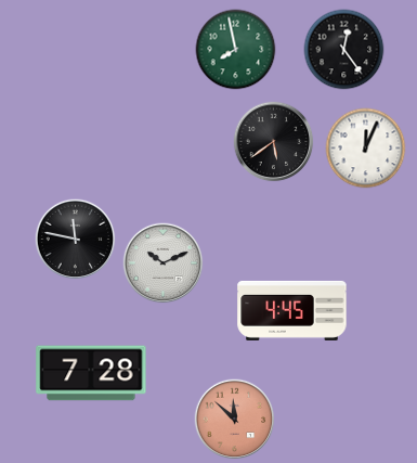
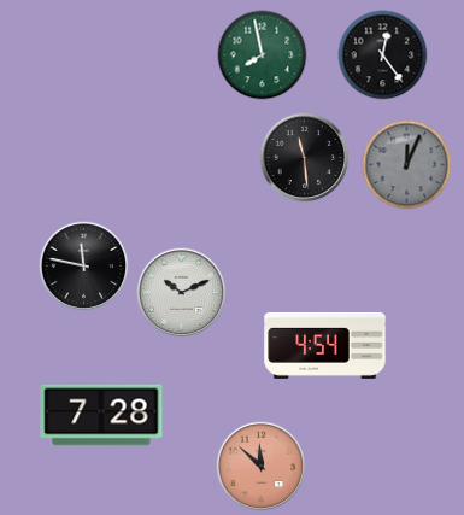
clock at (274, 142): 5:39 -> 11:29
clock at (366, 149) dial: white -> grey
clock at (292, 310): 4:45 -> 4:54
